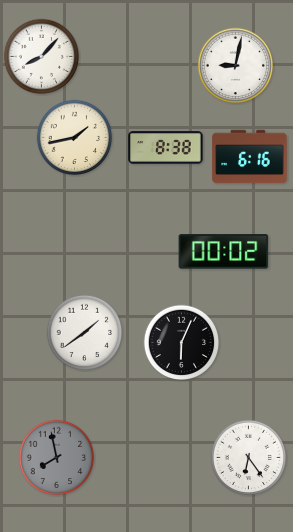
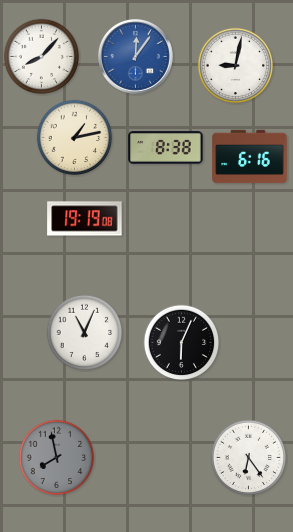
clock at (135, 56): none -> 12:06
clock at (75, 138): 1:43 -> 1:13
clock at (85, 219): none -> 19:19
clock at (224, 252): 00:02 -> none
clock at (85, 333): 1:39 -> 11:04
